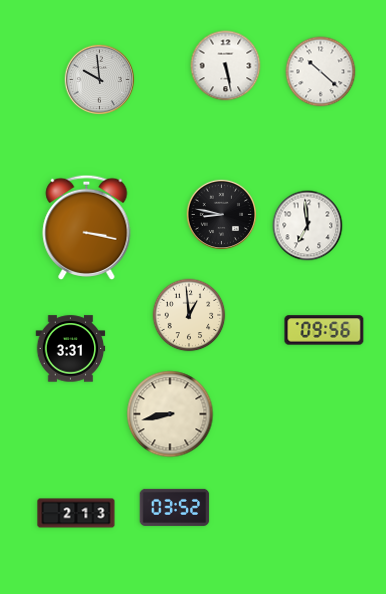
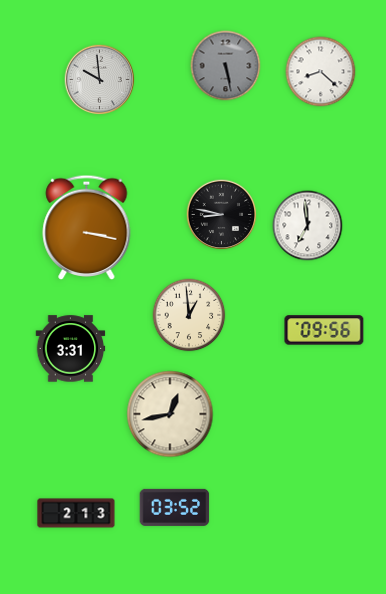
clock at (226, 66) dial: white -> grey
clock at (321, 72): 10:22 -> 8:22
clock at (170, 414): 8:43 -> 12:43
